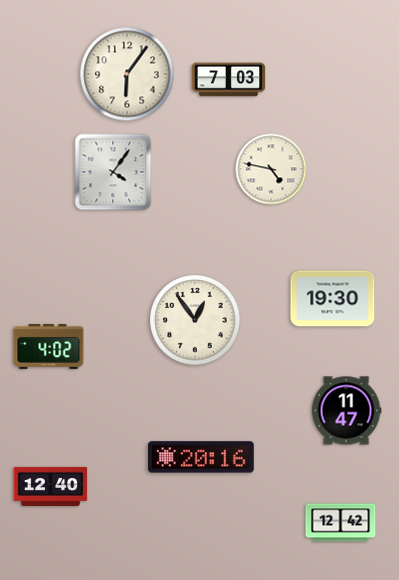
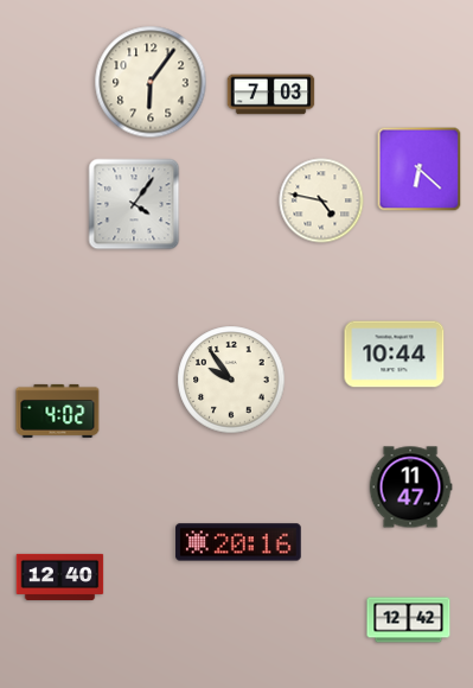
clock at (127, 74) position: (127, 74) -> (151, 82)
clock at (420, 170): none -> 6:22
clock at (333, 299): 19:30 -> 10:44
clock at (195, 320): 12:54 -> 9:54
clock at (341, 523) position: (341, 523) -> (409, 620)
